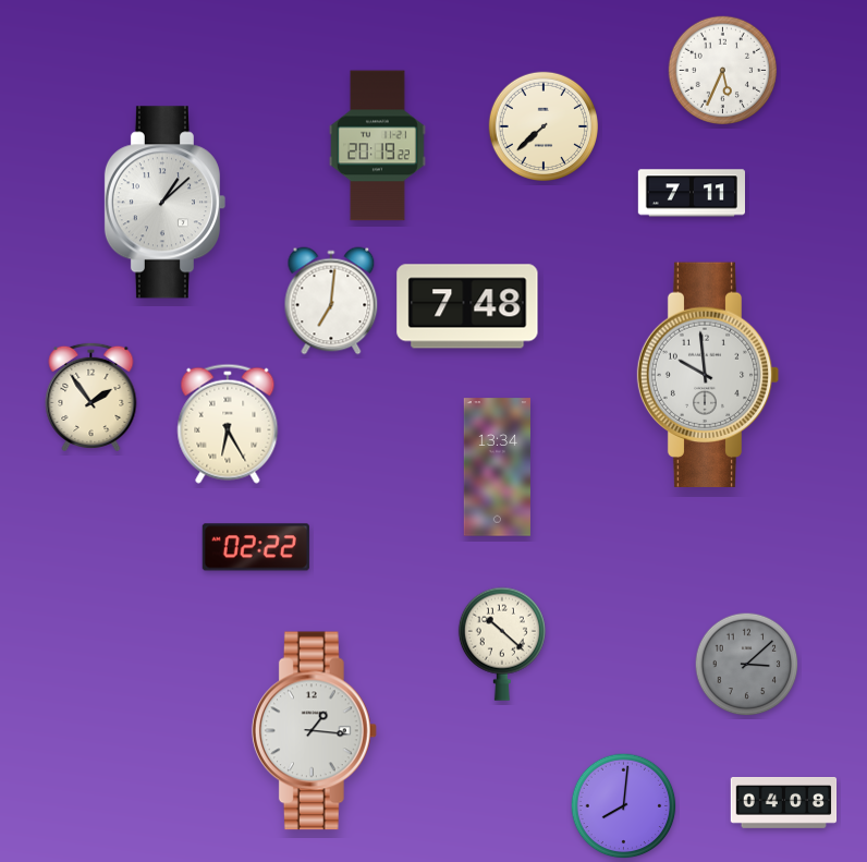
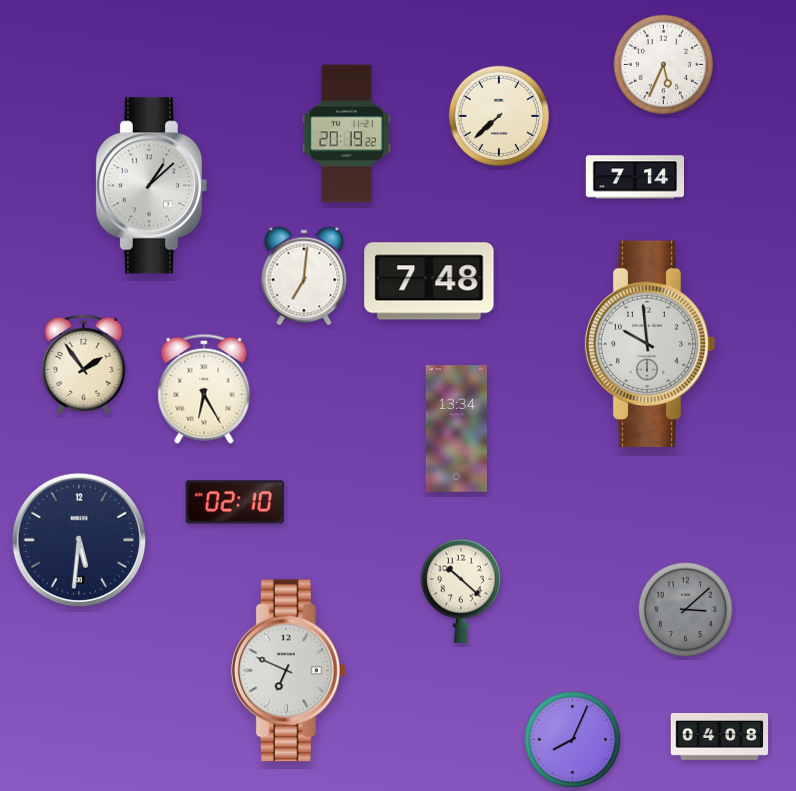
clock at (691, 193): 7:11 -> 7:14
clock at (228, 424) position: (228, 424) -> (204, 389)
clock at (256, 547): 02:22 -> 02:10
clock at (78, 539): none -> 5:31
clock at (314, 731): 1:16 -> 6:49
clock at (624, 806): 8:01 -> 8:04
